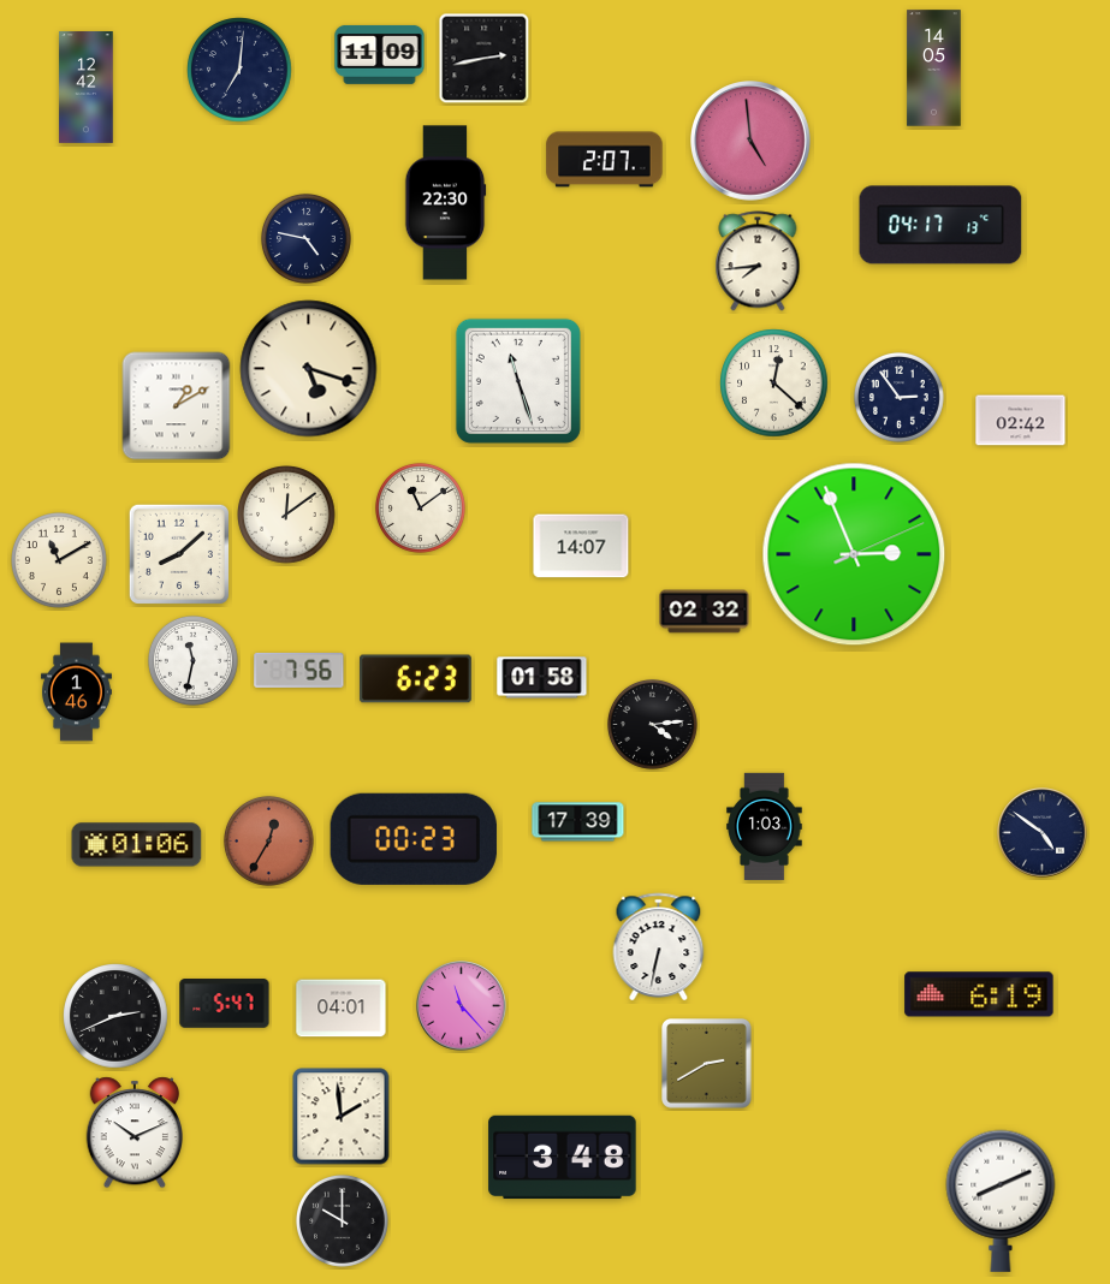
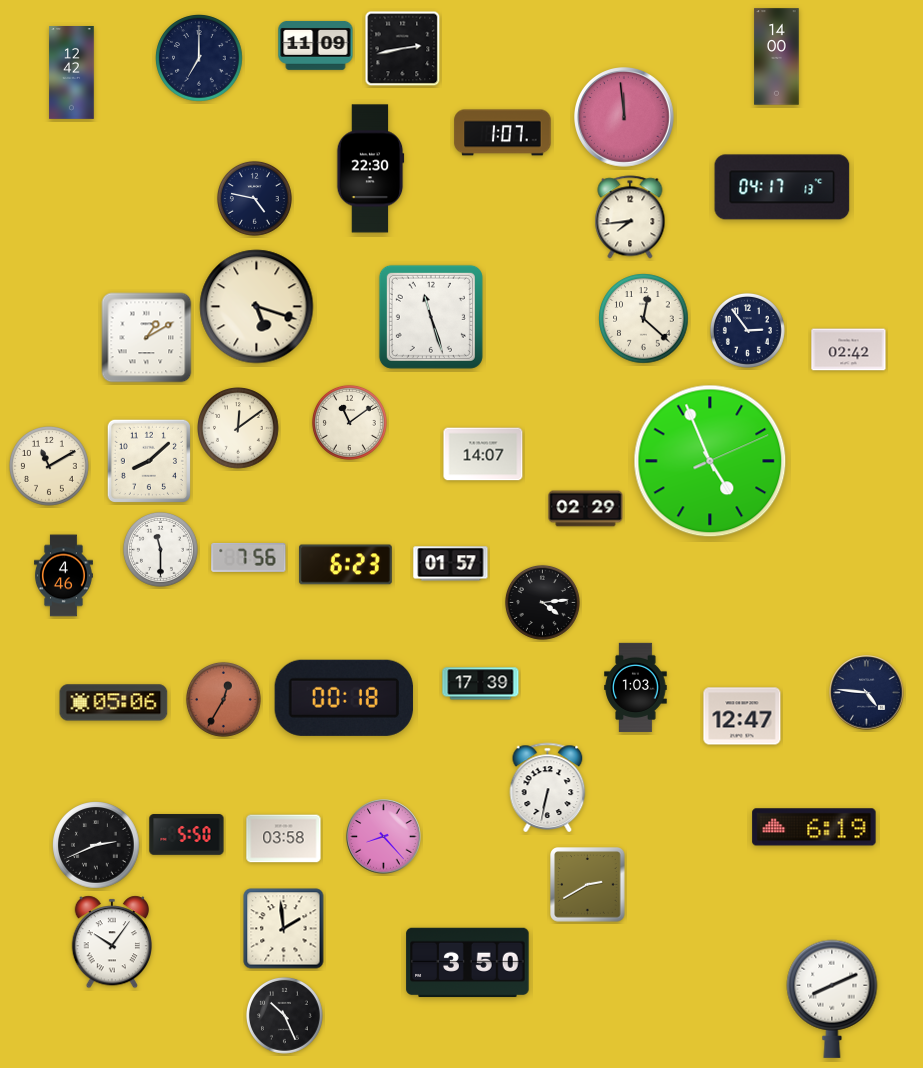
clock at (934, 69): 14:05 -> 14:00
clock at (239, 70): 7:01 -> 7:00
clock at (752, 142): 4:59 -> 11:59
clock at (605, 160): 2:07 -> 1:07
clock at (854, 554): 2:56 -> 4:56
clock at (705, 612): 02:32 -> 02:29
clock at (192, 660): 11:32 -> 11:30
clock at (542, 678): 01:58 -> 01:57
clock at (76, 692): 1:46 -> 4:46
clock at (1043, 833): 4:51 -> 4:46
clock at (414, 839): 00:23 -> 00:18
clock at (137, 845): 01:06 -> 05:06
clock at (742, 716): none -> 12:47
clock at (225, 1004): 5:47 -> 5:50
clock at (462, 1006): 11:23 -> 8:23
clock at (342, 1009): 04:01 -> 03:58
clock at (133, 1133): 10:11 -> 10:06
clock at (563, 1158): 3:48 -> 3:50
clock at (342, 1220): 10:00 -> 10:26
